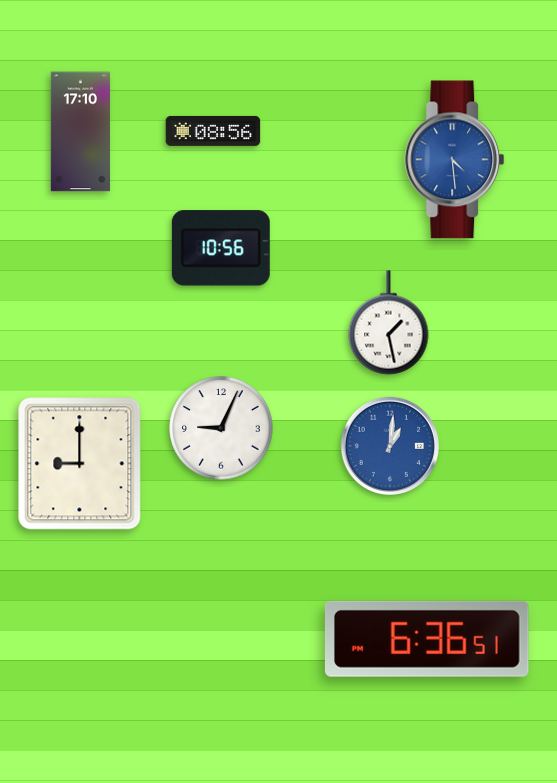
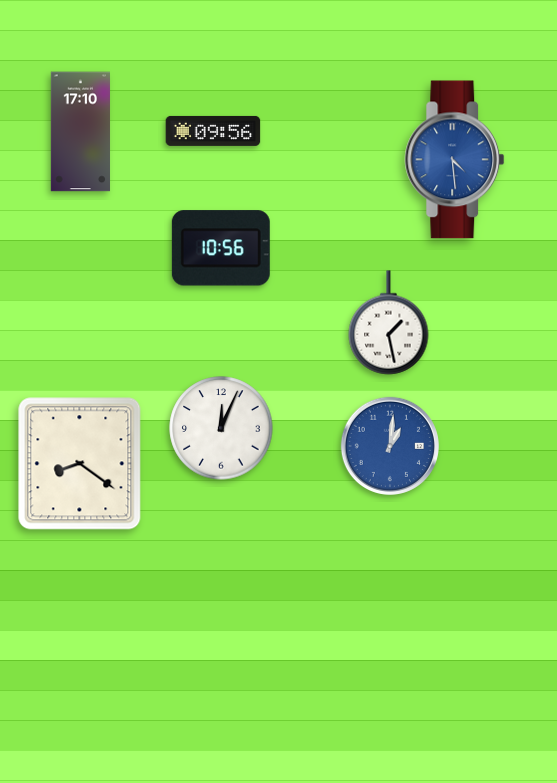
clock at (213, 131): 08:56 -> 09:56
clock at (221, 428): 9:04 -> 12:04
clock at (80, 464): 9:00 -> 8:21
clock at (427, 639): 6:36 -> none
